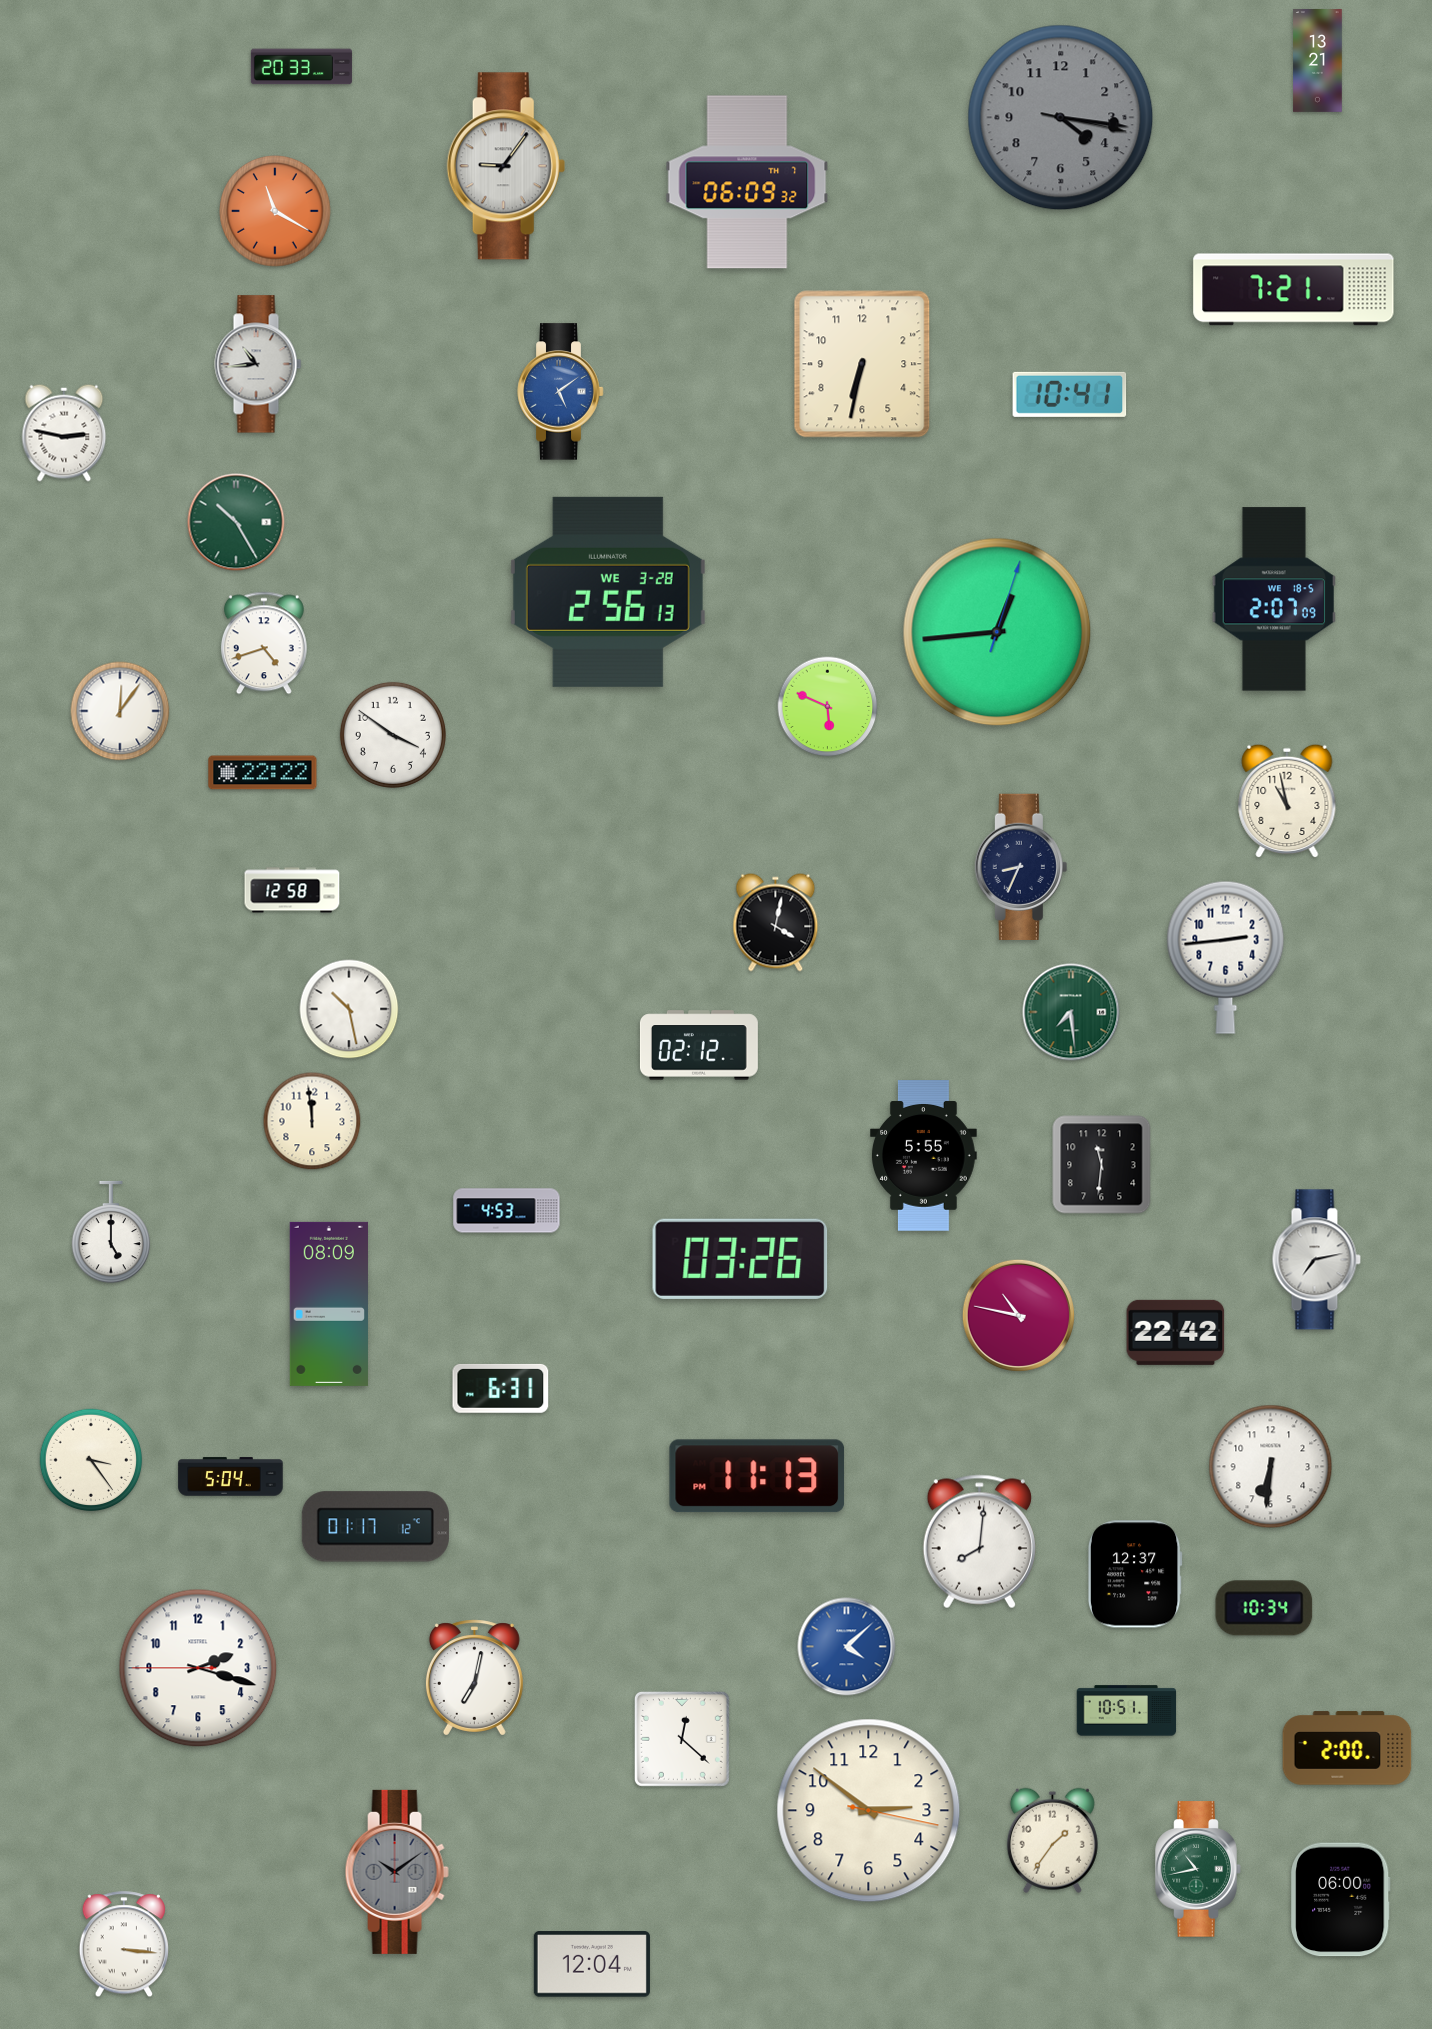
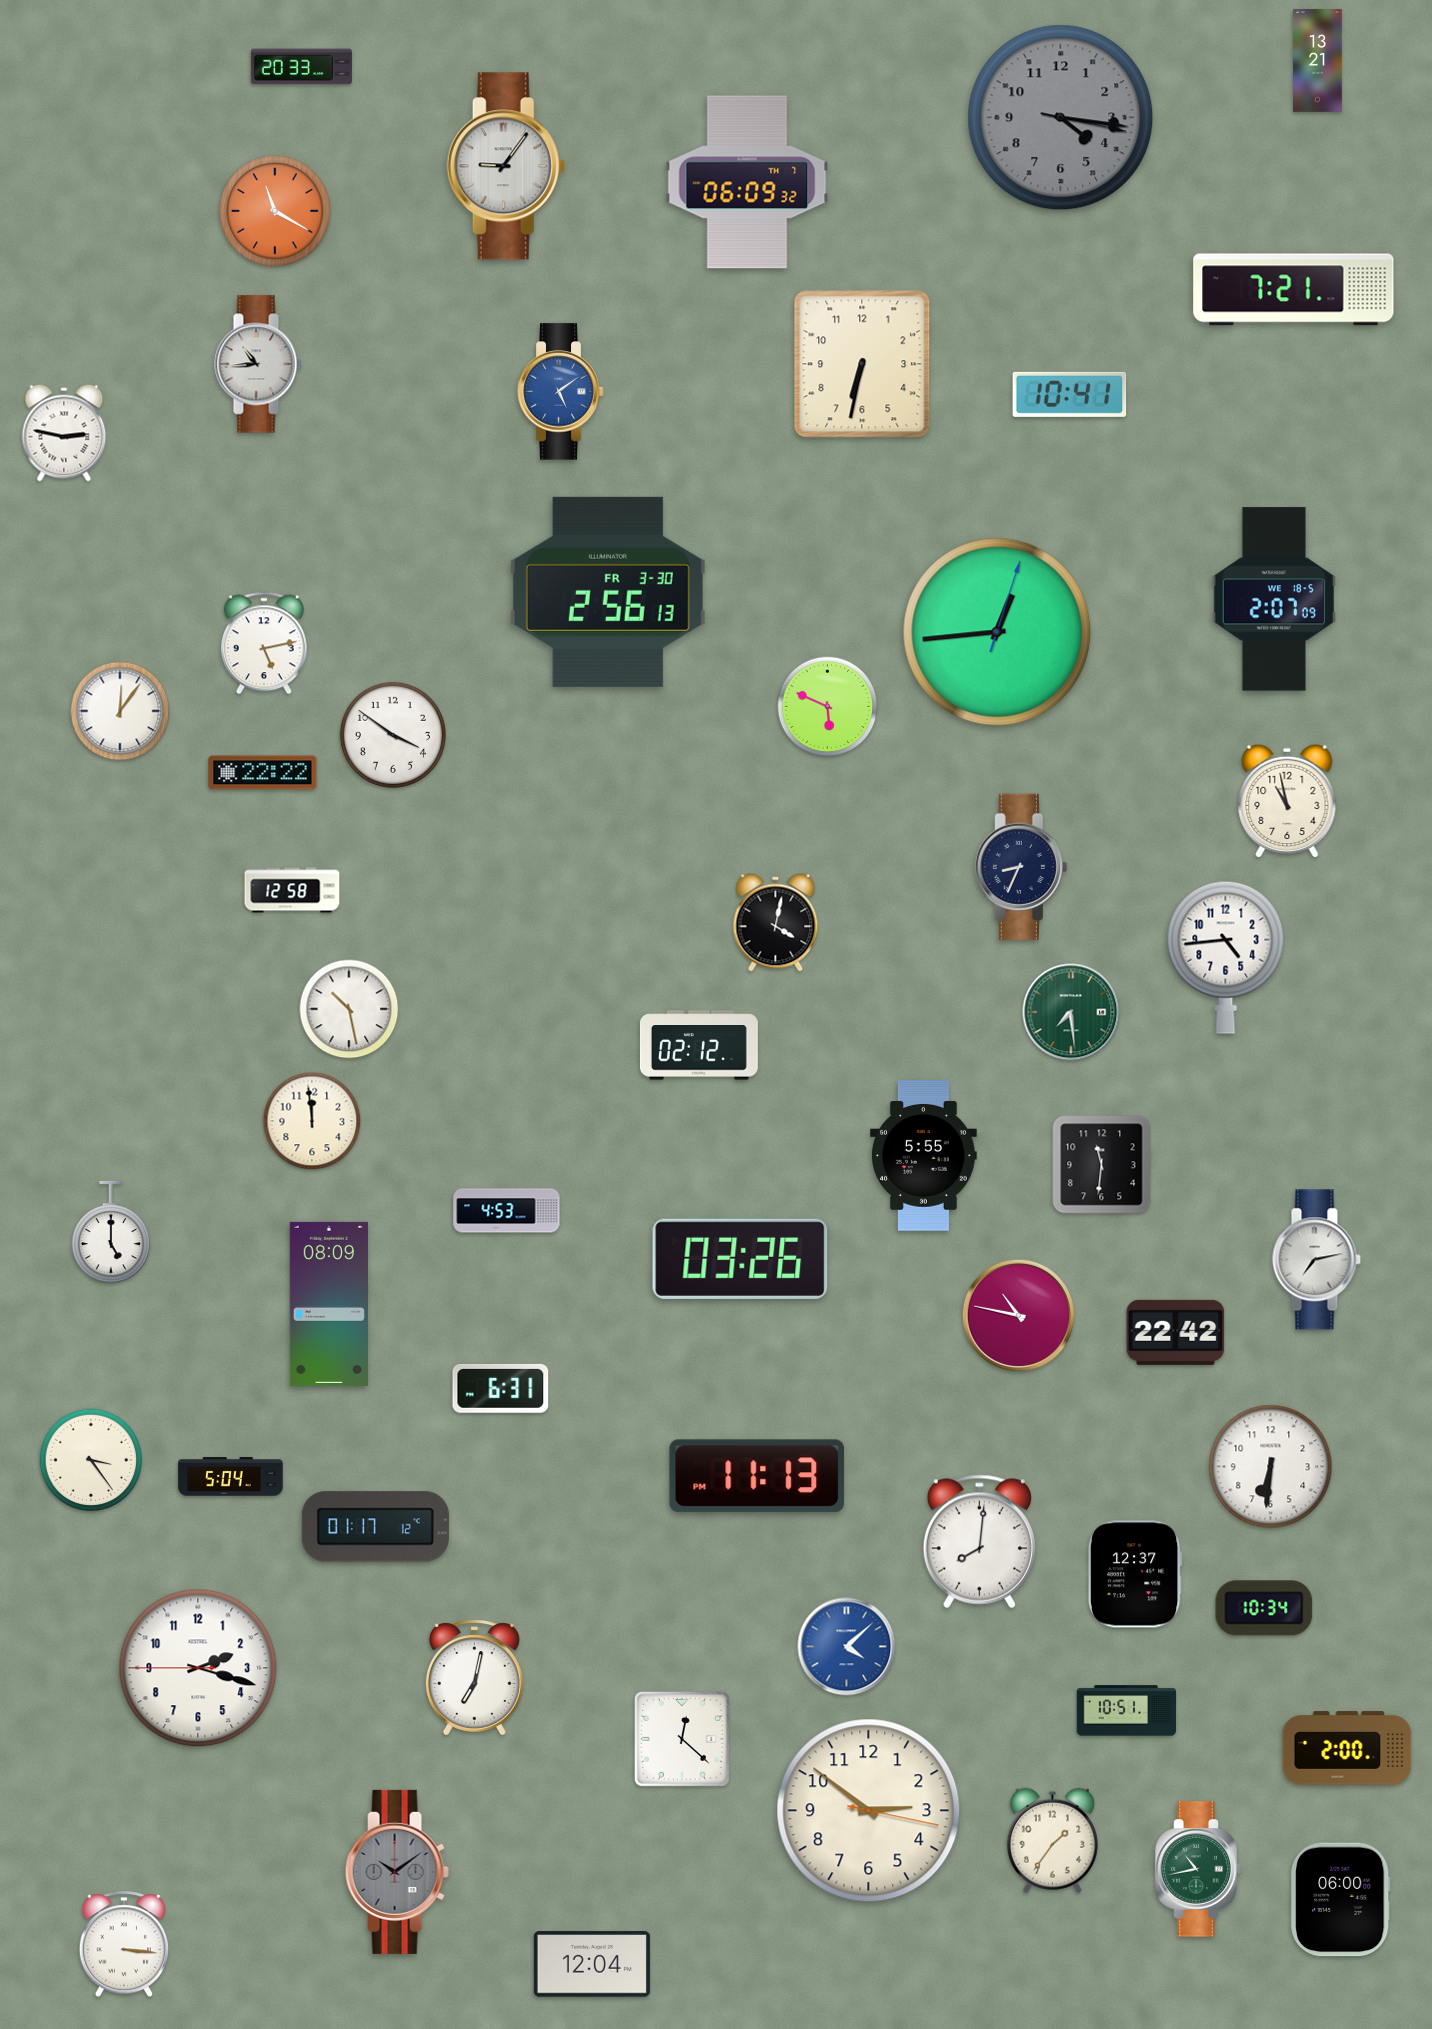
clock at (236, 522): 10:25 -> none
clock at (608, 592) date: WE 3-28 -> FR 3-30
clock at (264, 643): 4:42 -> 5:13
clock at (1226, 957): 2:44 -> 4:44
